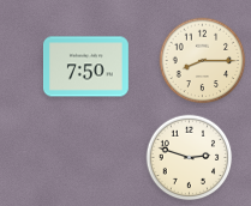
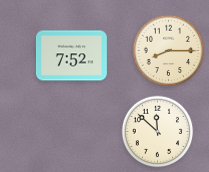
clock at (85, 67): 7:50 -> 7:52
clock at (190, 158): 2:48 -> 11:52
